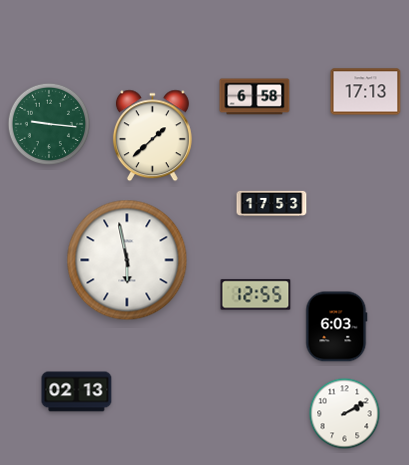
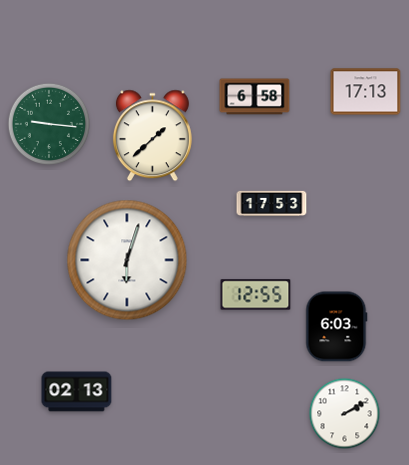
clock at (127, 260): 5:58 -> 6:03
